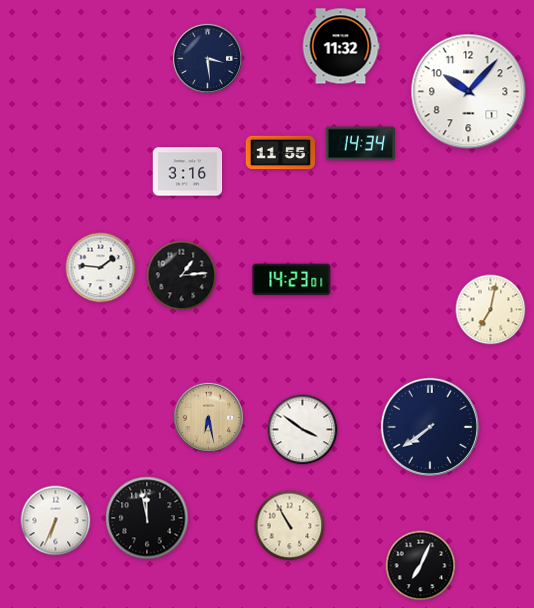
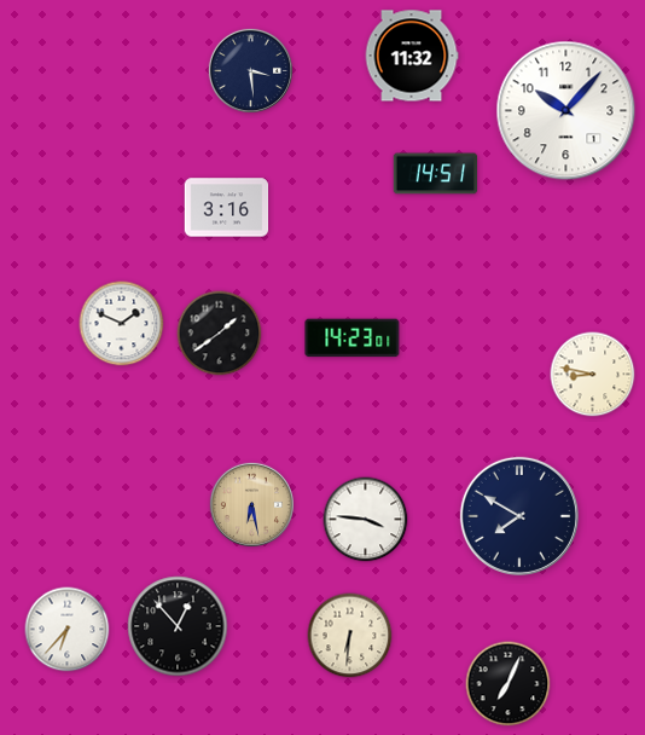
clock at (361, 144): 14:34 -> 14:51
clock at (281, 153): 11:55 -> none
clock at (101, 268): 1:46 -> 1:49
clock at (182, 276): 1:14 -> 1:39
clock at (491, 310): 7:02 -> 8:47
clock at (430, 427): 7:39 -> 7:50
clock at (303, 430): 3:51 -> 3:46
clock at (147, 518): 11:58 -> 12:53
clock at (56, 521): 6:34 -> 6:37
clock at (290, 526): 10:55 -> 6:31
